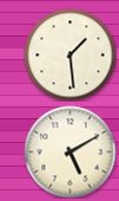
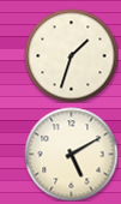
clock at (70, 54): 1:29 -> 1:33
